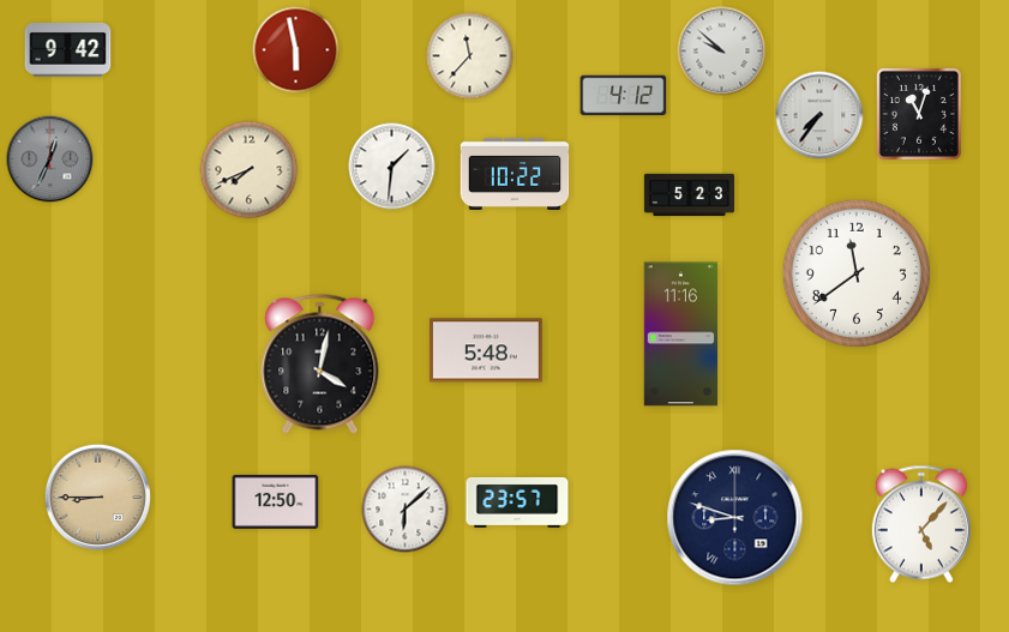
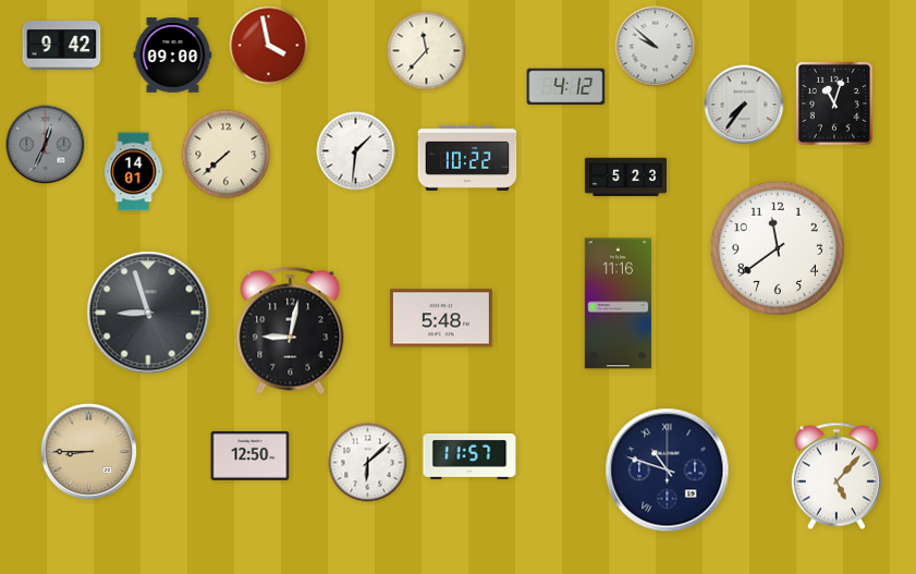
clock at (296, 50): 5:58 -> 3:58
clock at (173, 56): none -> 09:00
clock at (250, 170): 7:41 -> 7:38
clock at (134, 172): none -> 14:01
clock at (148, 313): none -> 8:57
clock at (320, 363): 4:02 -> 9:02
clock at (517, 504): 23:57 -> 11:57
clock at (735, 518): 8:48 -> 10:48
